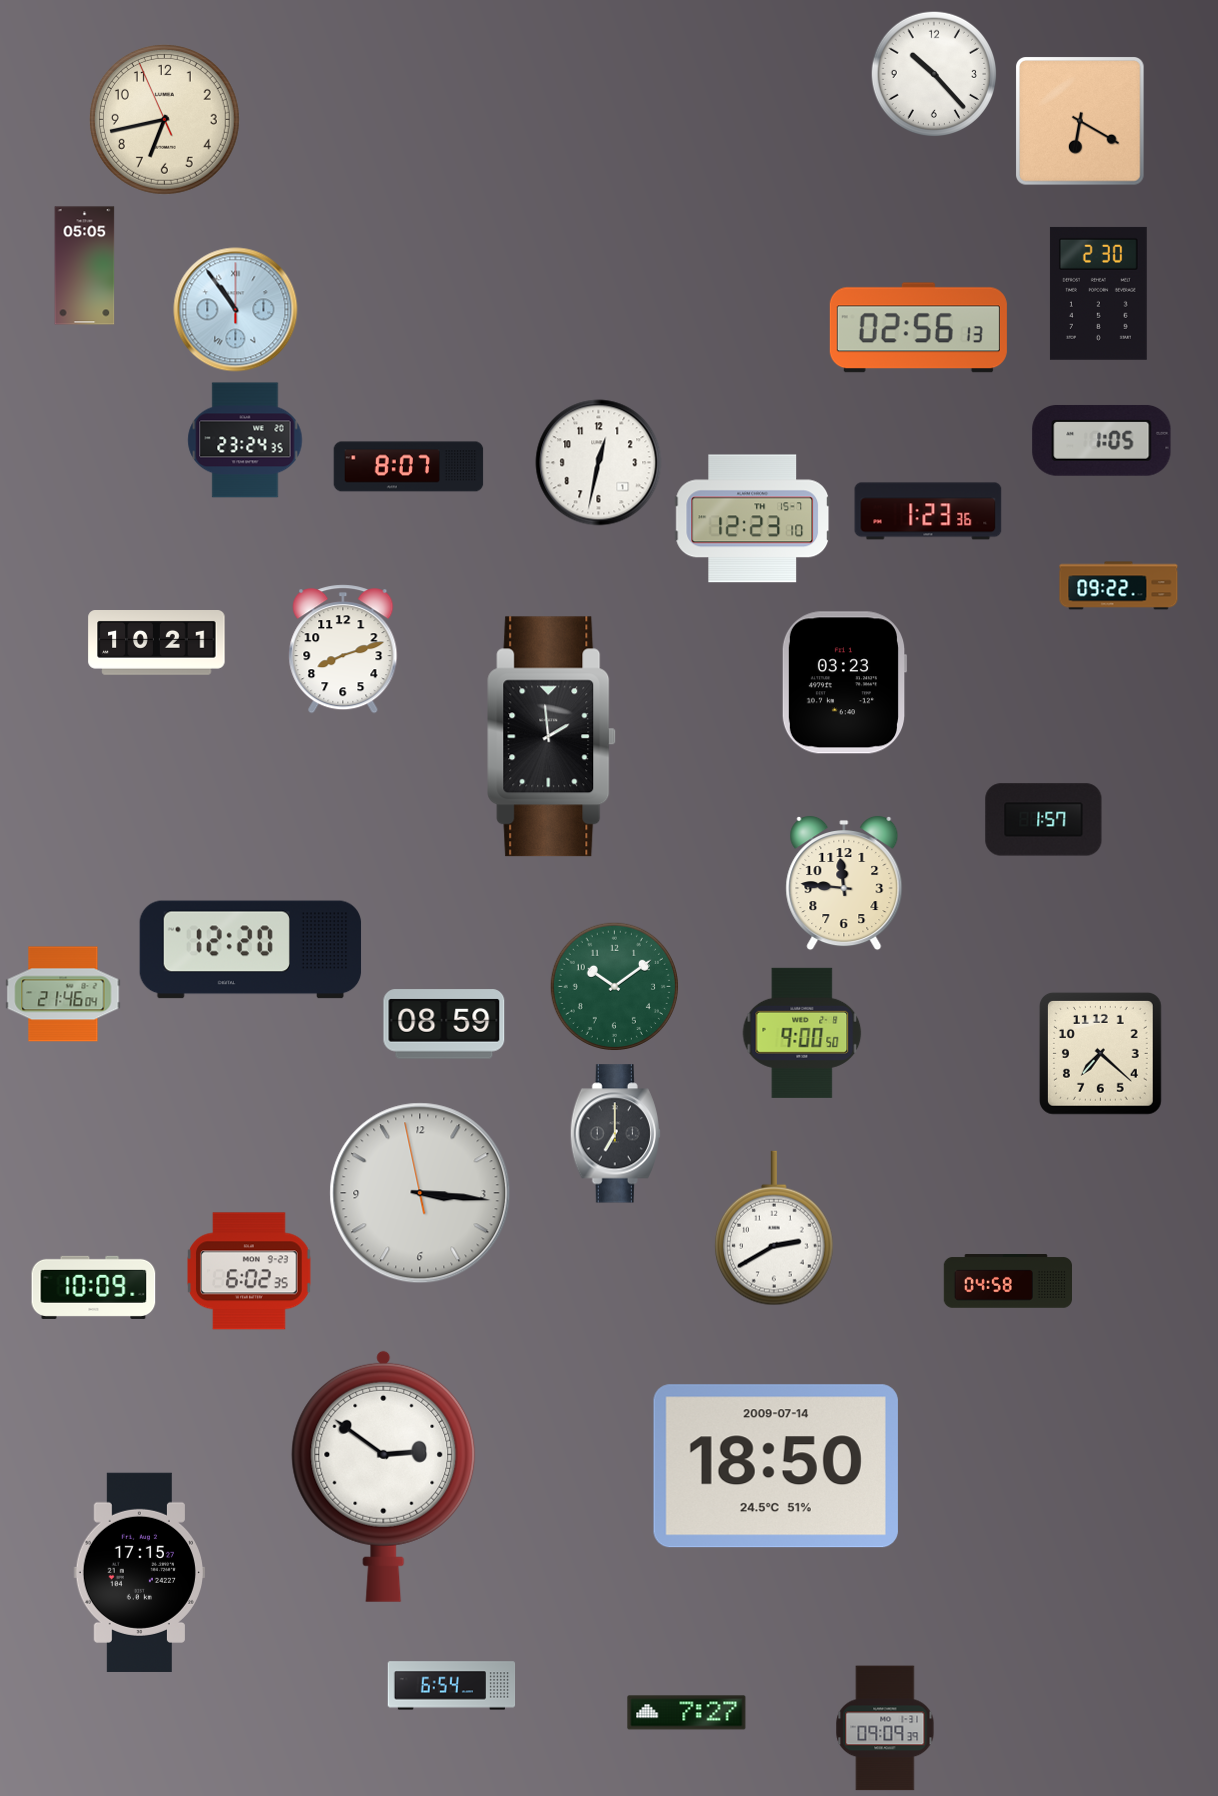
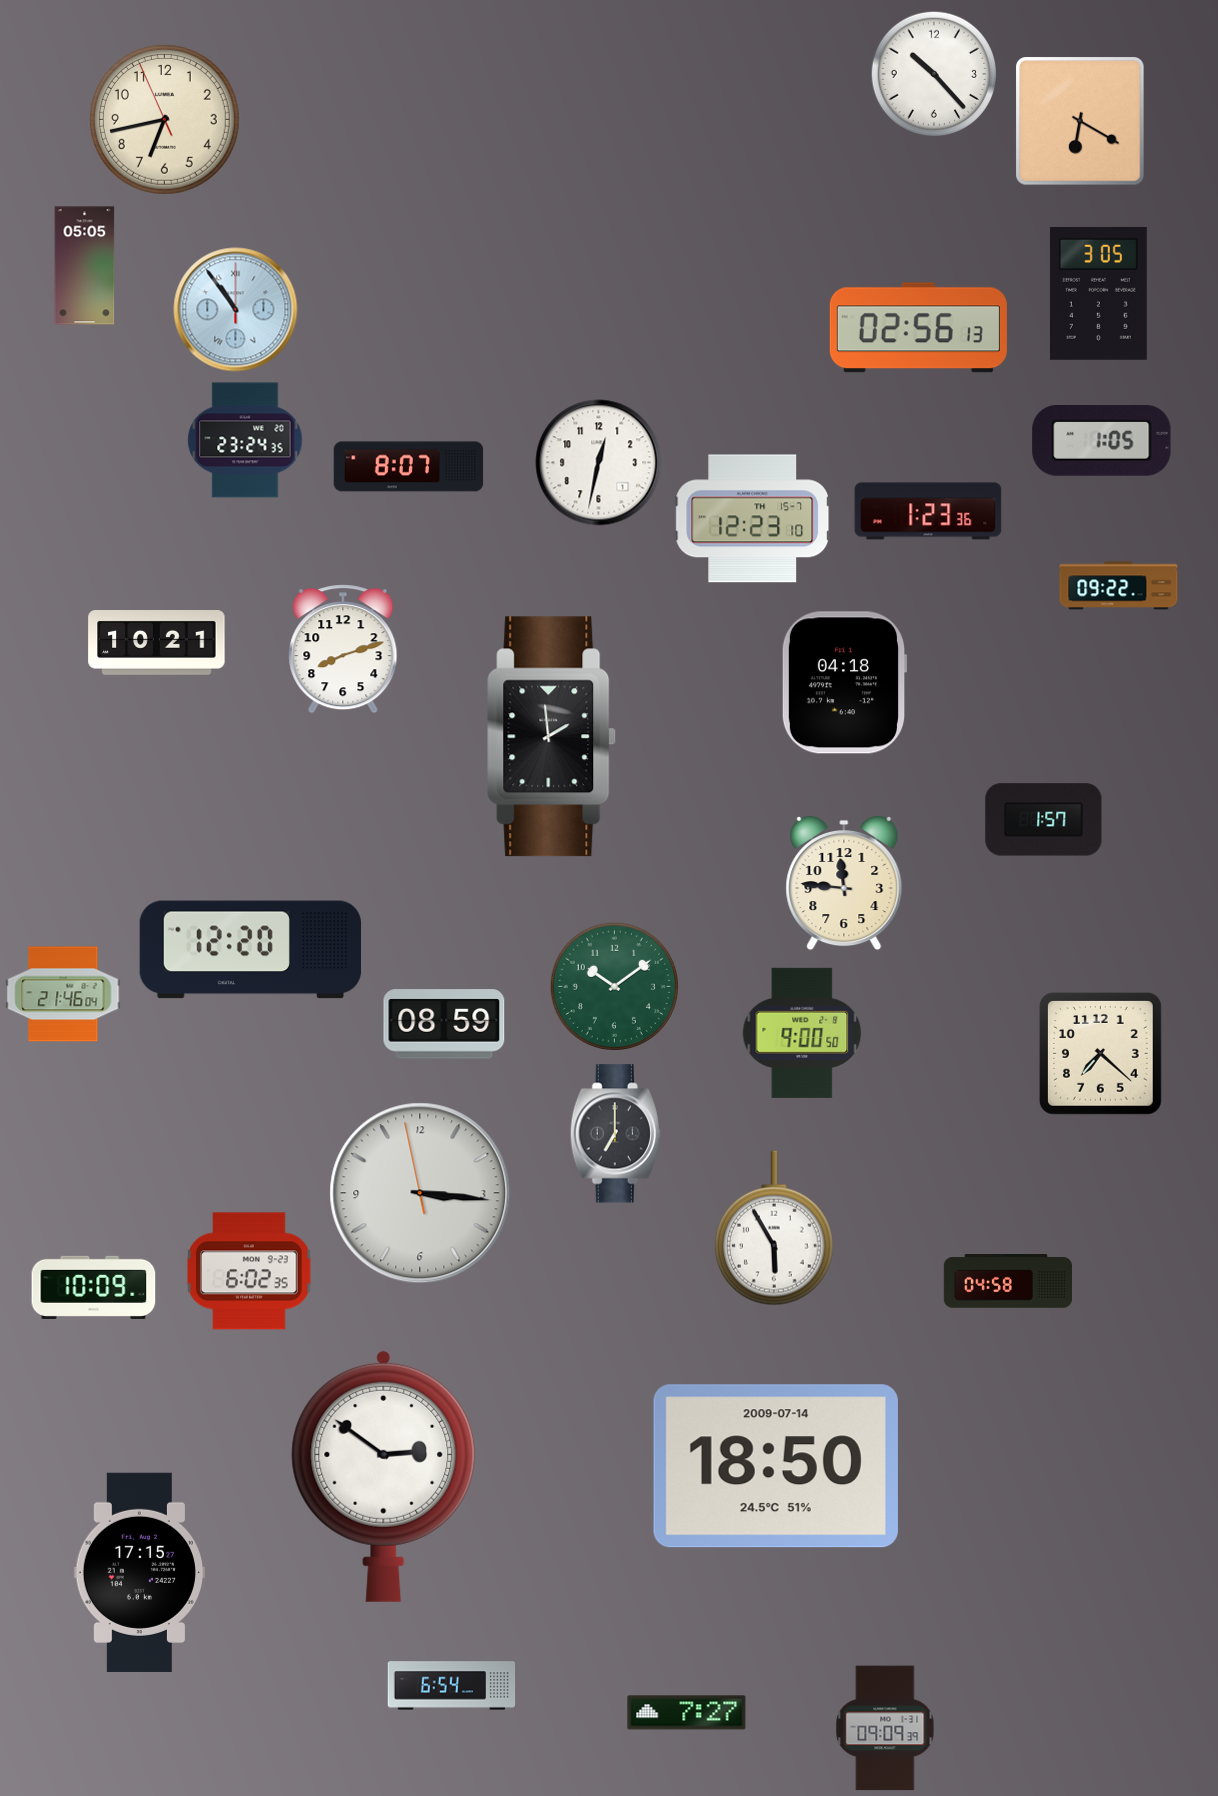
clock at (1098, 293): 2:30 -> 3:05
clock at (844, 683): 03:23 -> 04:18
clock at (774, 1228): 2:40 -> 5:55
